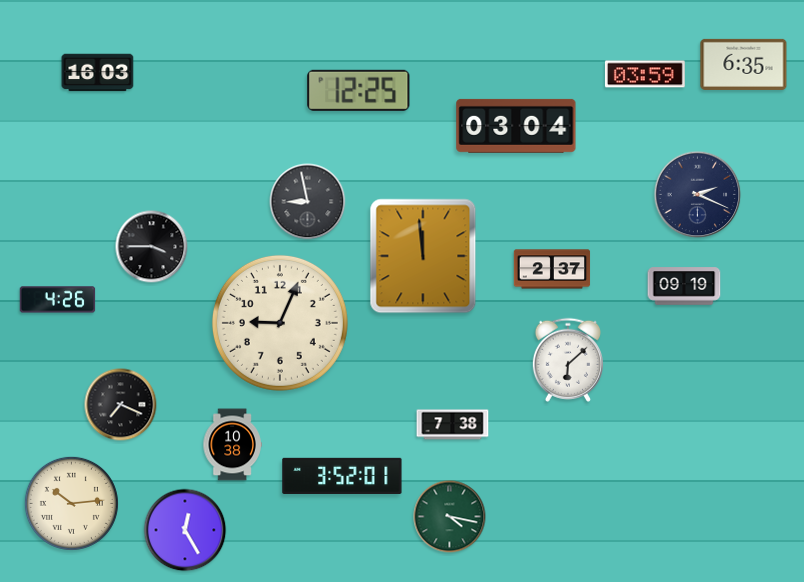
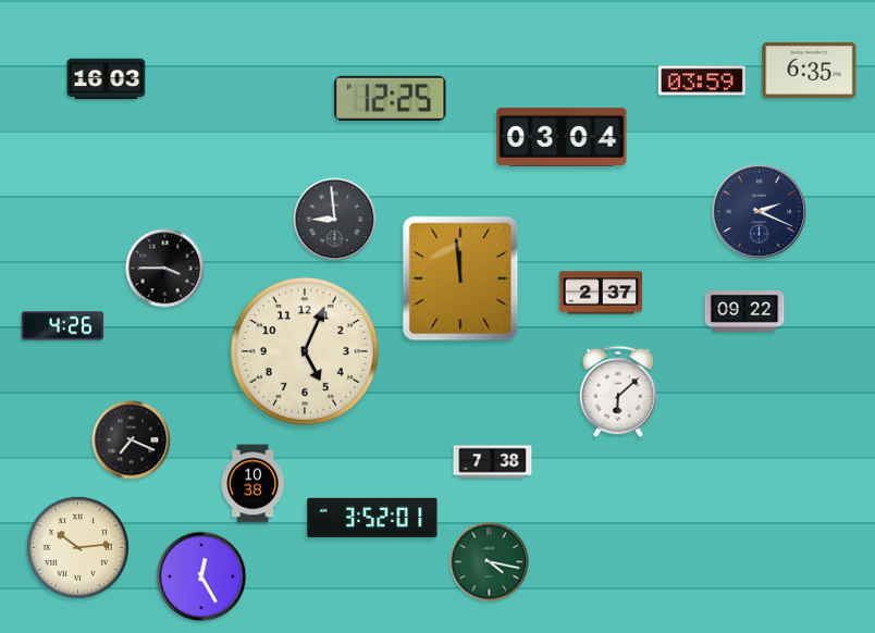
clock at (308, 202): 8:58 -> 8:59
clock at (684, 286): 09:19 -> 09:22
clock at (280, 323): 9:04 -> 5:04
